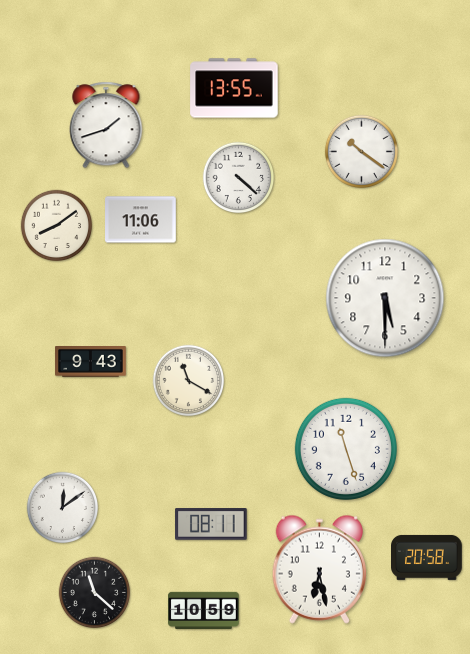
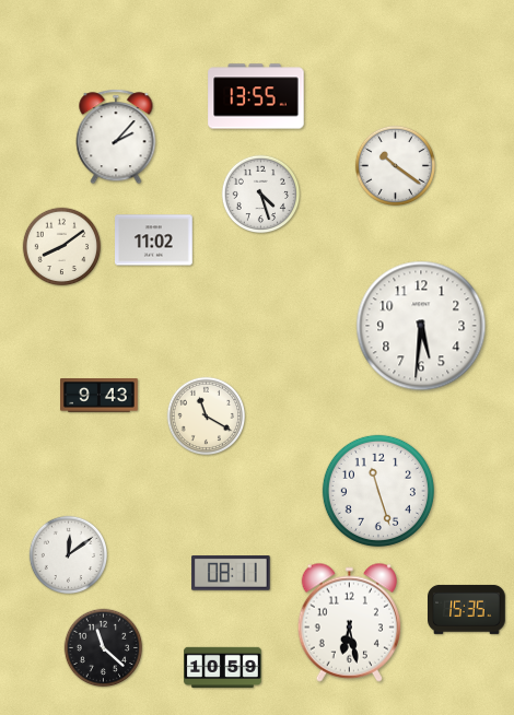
clock at (106, 125): 1:42 -> 2:07
clock at (239, 178): 4:22 -> 4:27
clock at (141, 220): 11:06 -> 11:02
clock at (385, 298): 5:30 -> 5:31
clock at (427, 557): 20:58 -> 15:35
